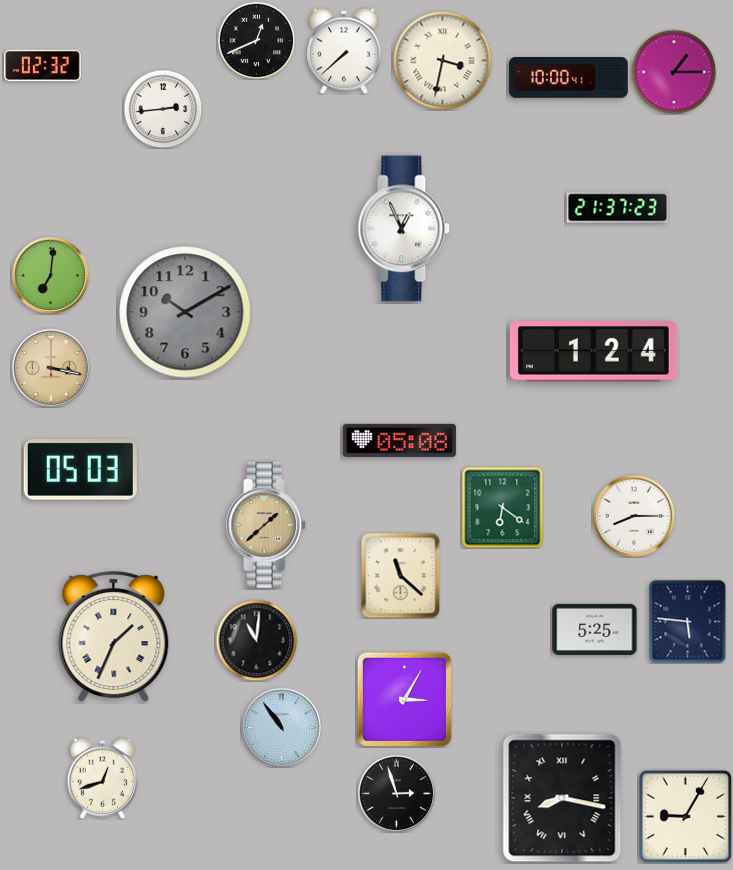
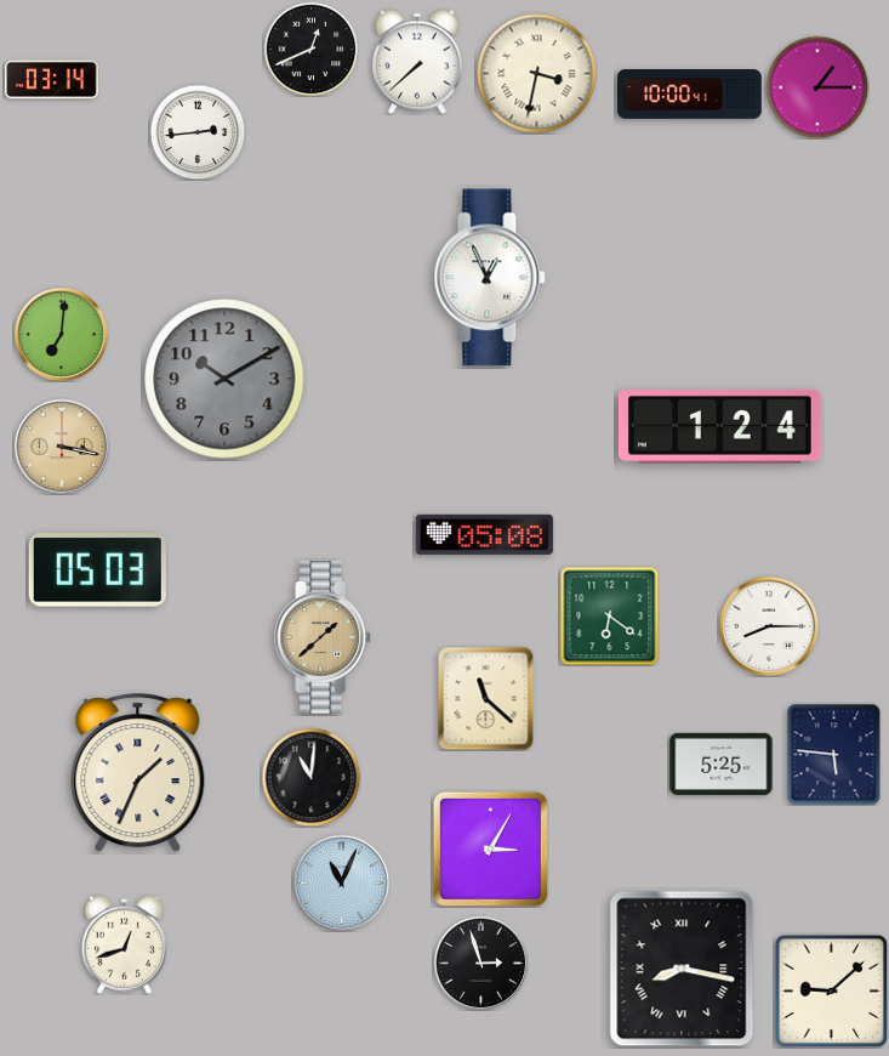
clock at (43, 66): 02:32 -> 03:14
clock at (618, 208): 21:37 -> none
clock at (281, 727): 10:54 -> 11:04
clock at (685, 816): 9:05 -> 9:08
